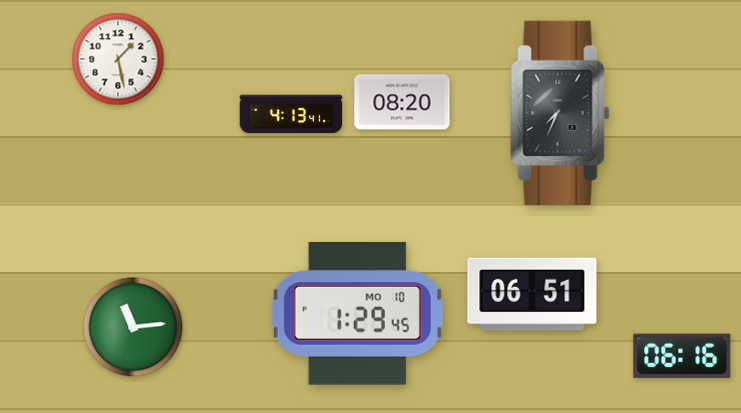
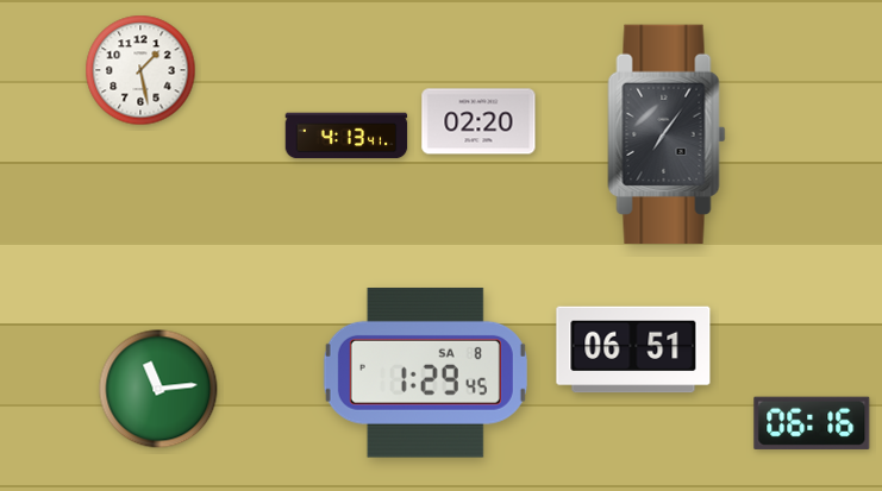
clock at (402, 102): 08:20 -> 02:20
clock at (560, 113): 7:34 -> 7:06
clock at (357, 313) date: MO 10 -> SA 8
